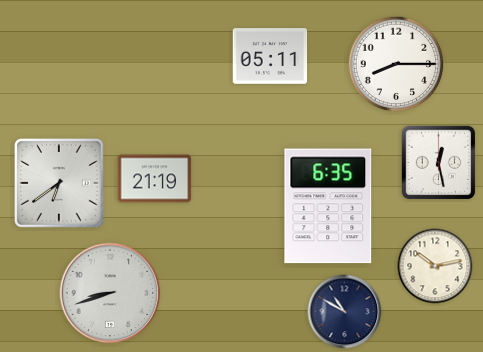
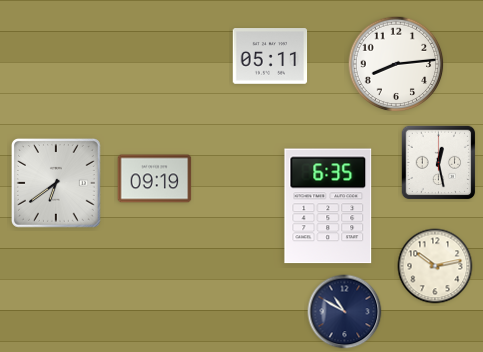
clock at (396, 64): 8:15 -> 8:14
clock at (155, 179): 21:19 -> 09:19
clock at (59, 183) position: (59, 183) -> (56, 183)
clock at (110, 293): 8:42 -> none
